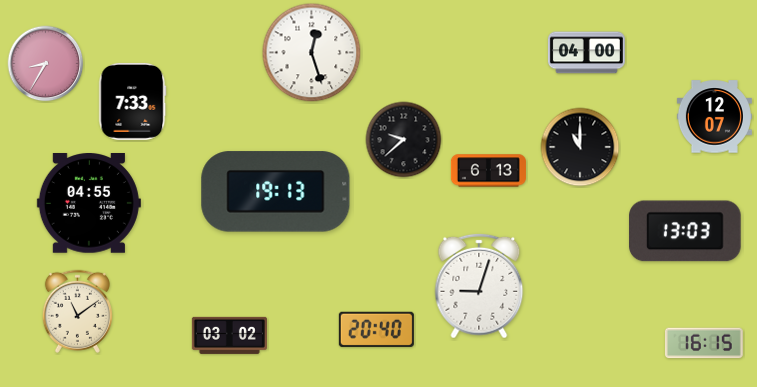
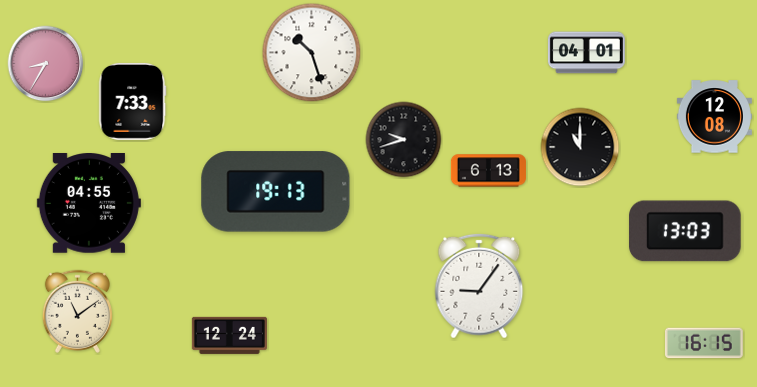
clock at (312, 53): 12:27 -> 10:27
clock at (586, 53): 04:00 -> 04:01
clock at (714, 117): 12:07 -> 12:08
clock at (404, 140): 9:38 -> 9:42
clock at (479, 286): 9:03 -> 9:06
clock at (376, 329): 20:40 -> none
clock at (229, 335): 03:02 -> 12:24
